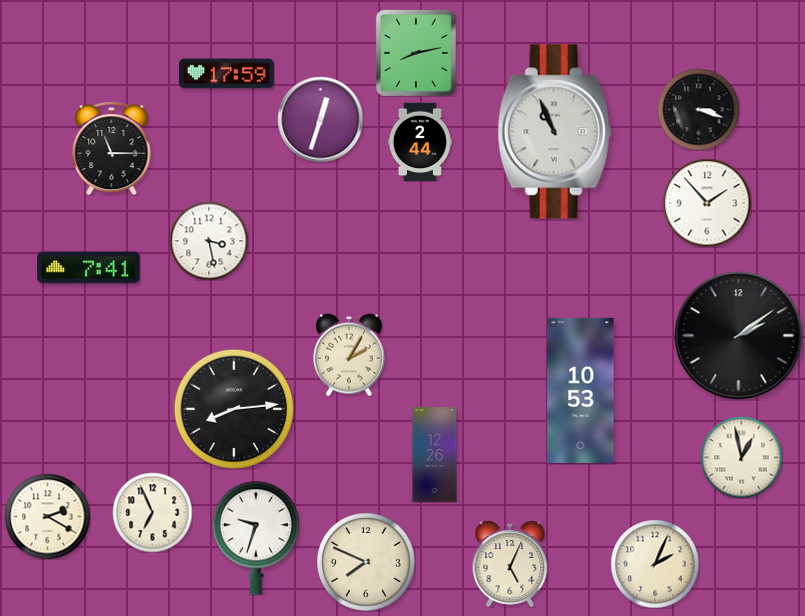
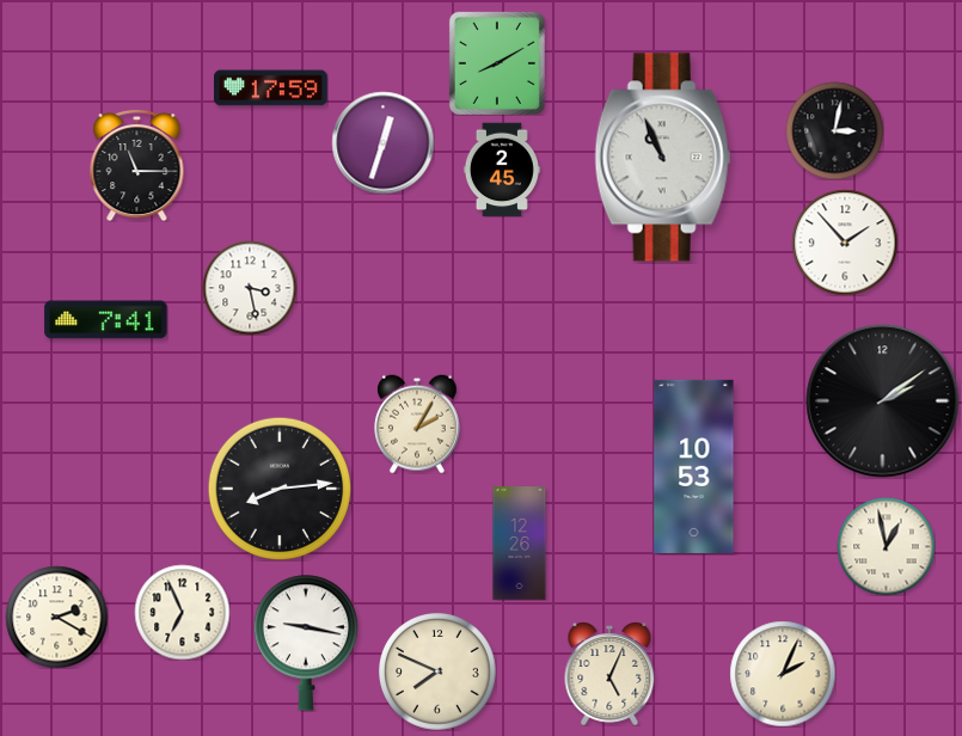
clock at (416, 53): 8:13 -> 8:10
clock at (698, 109): 3:18 -> 3:02
clock at (420, 142): 2:44 -> 2:45
clock at (112, 148) position: (112, 148) -> (137, 165)
clock at (256, 538): 9:33 -> 9:17
